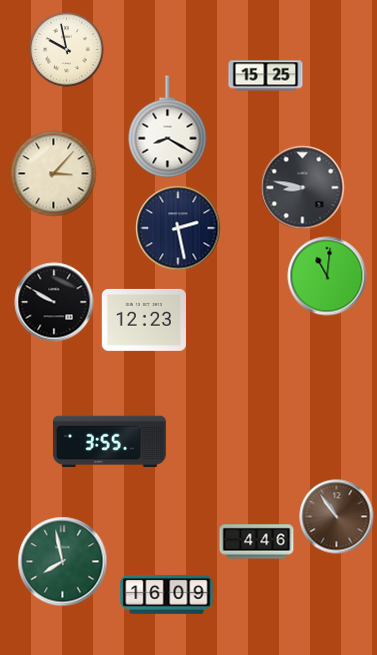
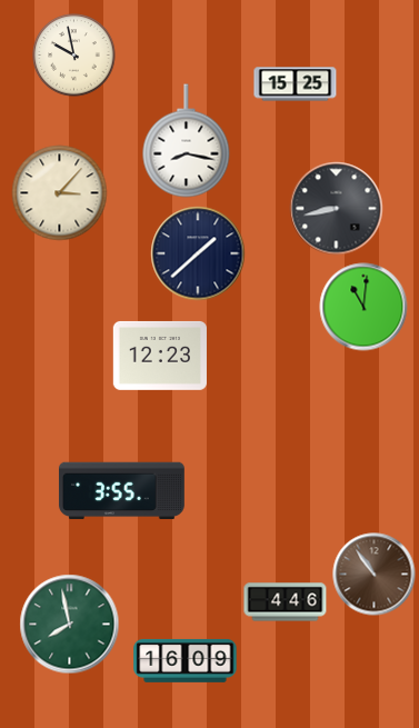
clock at (168, 127): 8:20 -> 8:17
clock at (303, 188): 8:47 -> 8:43
clock at (178, 228): 2:28 -> 1:38
clock at (54, 302): 9:50 -> none
